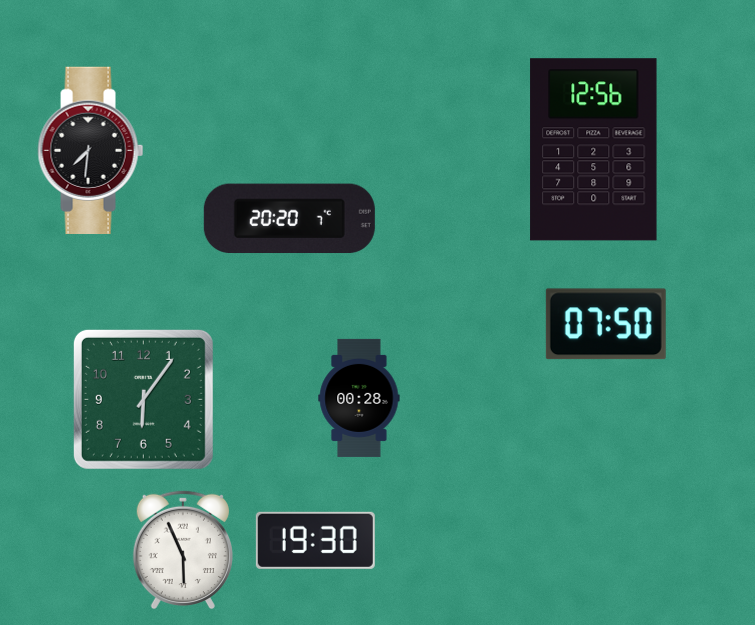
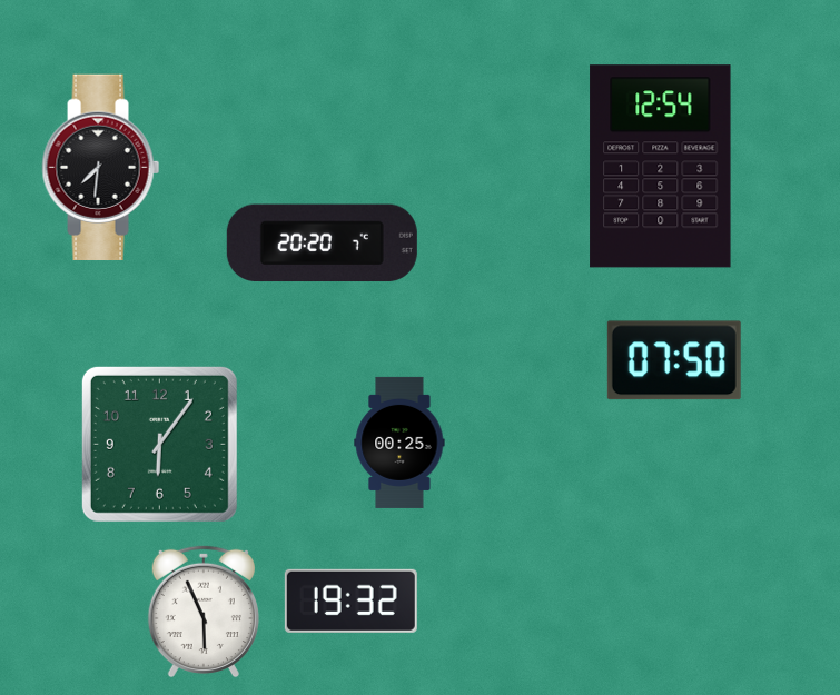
clock at (594, 150): 12:56 -> 12:54
clock at (359, 398): 00:28 -> 00:25
clock at (315, 540): 19:30 -> 19:32
